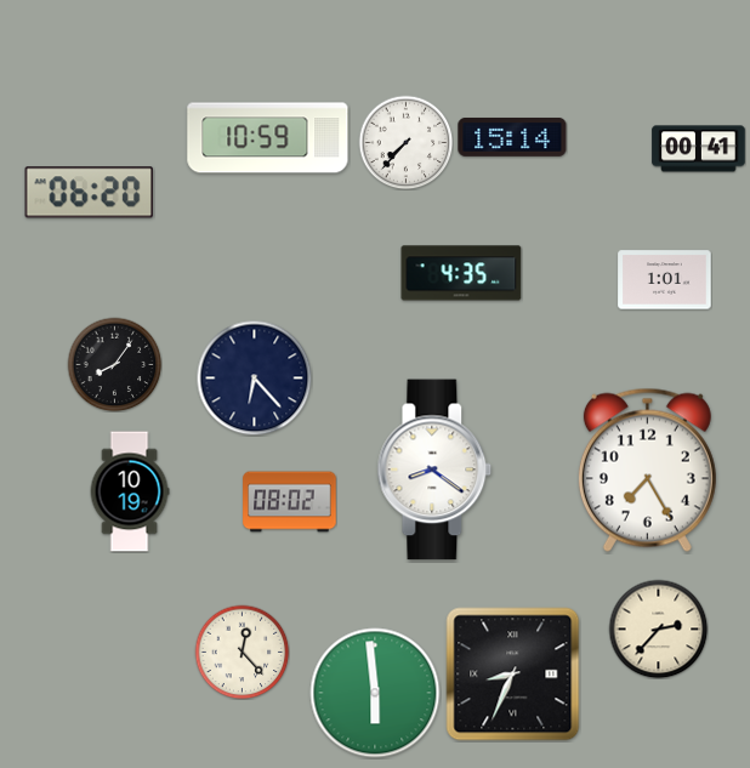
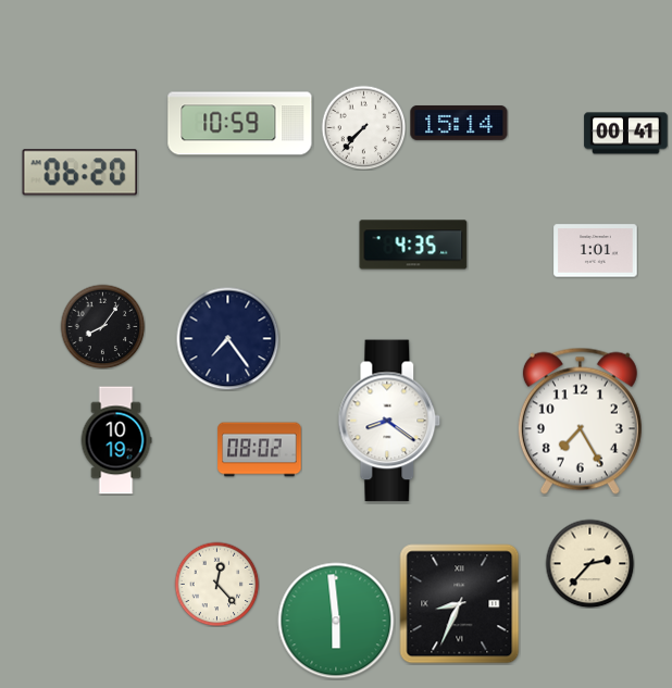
clock at (254, 377): 6:23 -> 7:24
